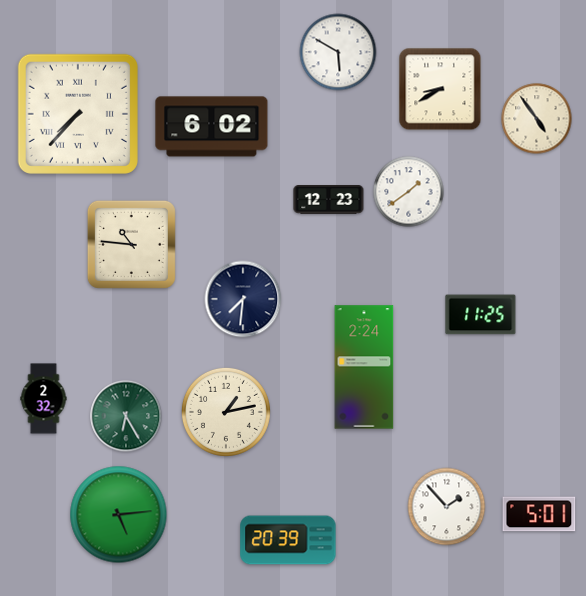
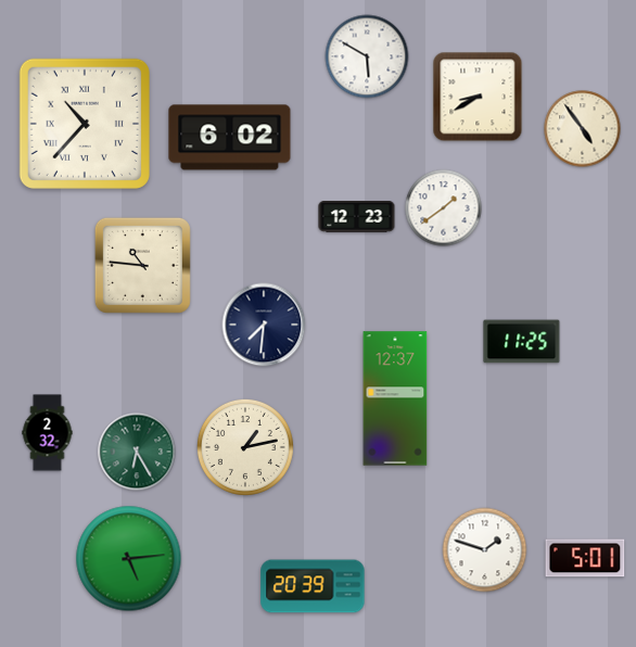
clock at (78, 114): 7:37 -> 10:37
clock at (364, 367): 2:24 -> 12:37
clock at (447, 507): 1:53 -> 1:48
